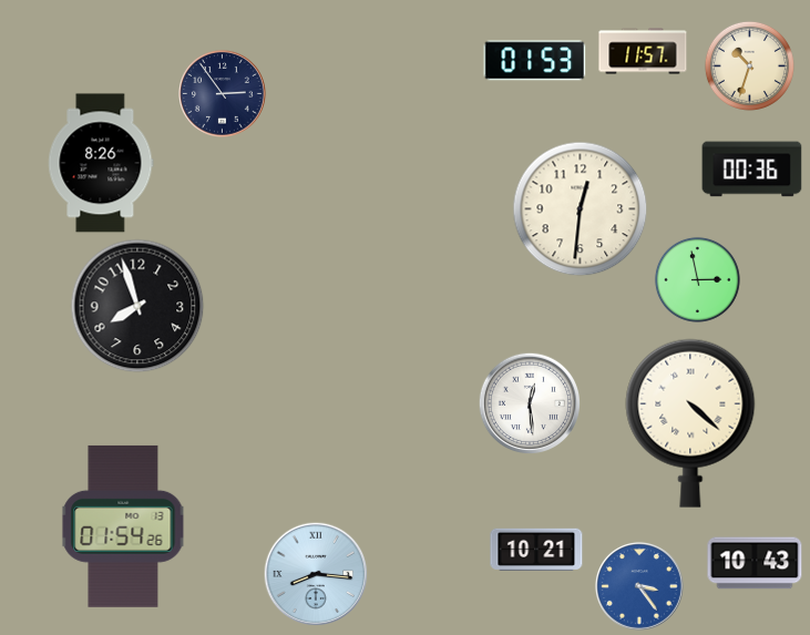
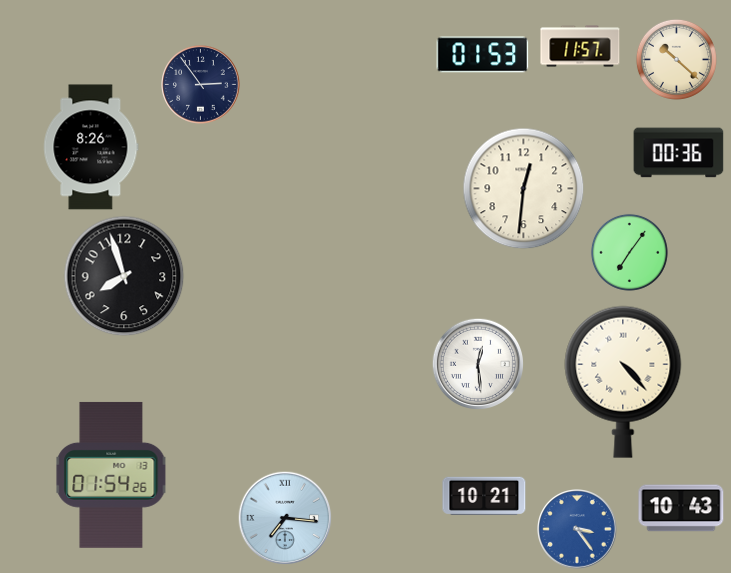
clock at (749, 65): 10:33 -> 10:22
clock at (697, 279): 2:58 -> 7:06
clock at (690, 423): 4:22 -> 4:23
clock at (316, 574): 8:16 -> 7:16
